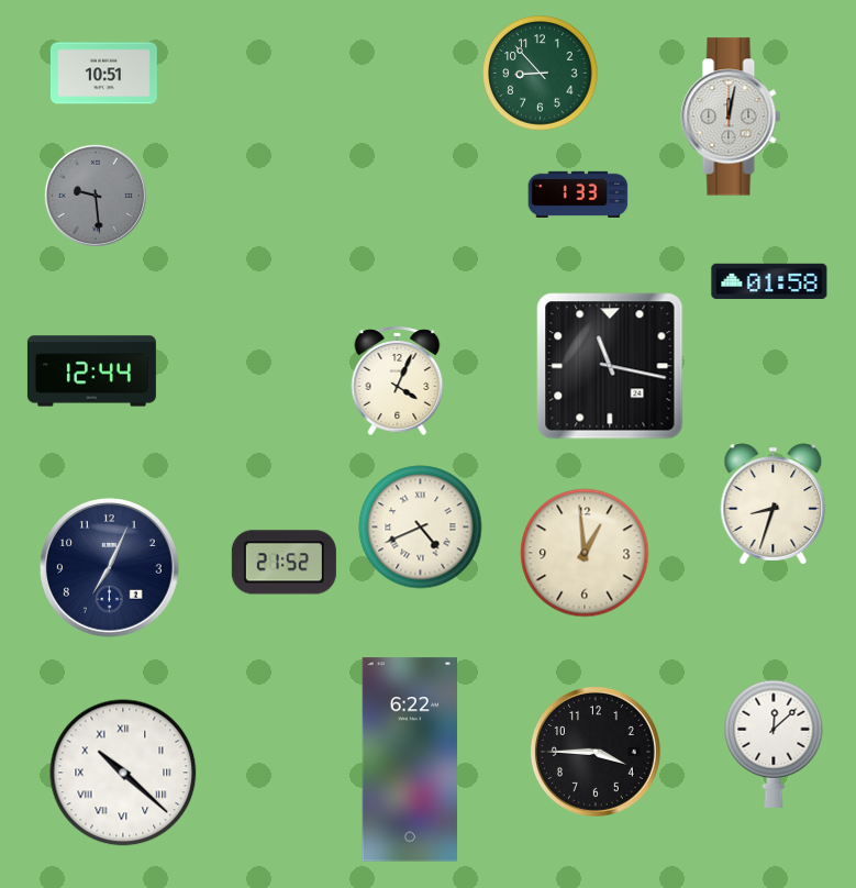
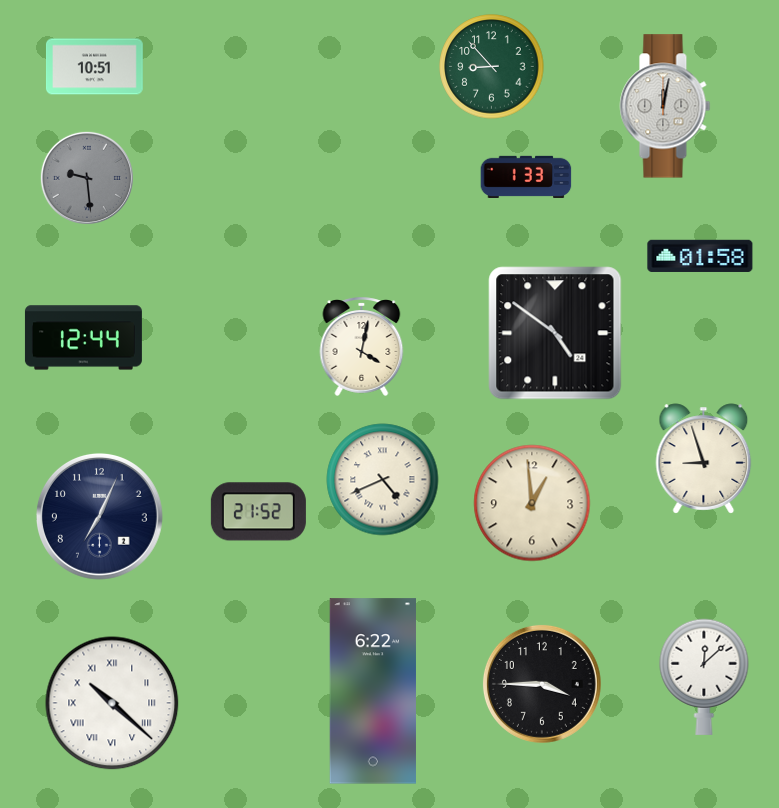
clock at (610, 366): 11:17 -> 4:51
clock at (398, 380): 4:04 -> 4:02
clock at (774, 504): 8:33 -> 8:57
